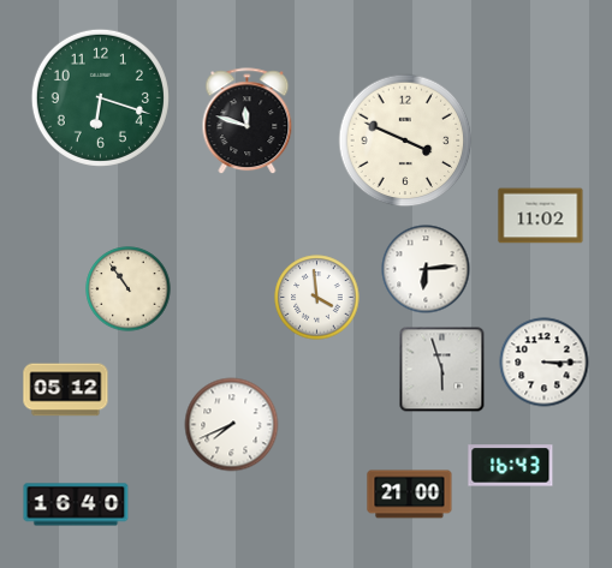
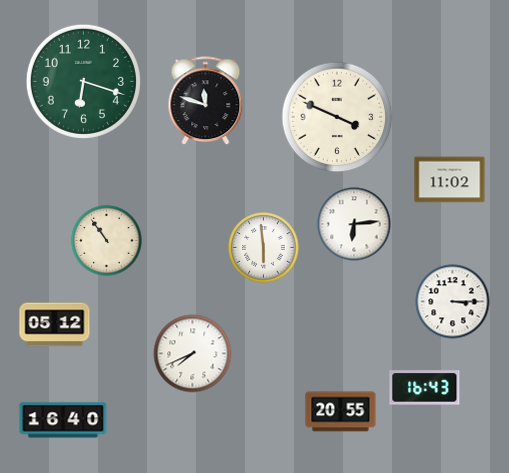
clock at (317, 298): 3:59 -> 5:59
clock at (442, 370): 5:57 -> none
clock at (410, 495): 21:00 -> 20:55
